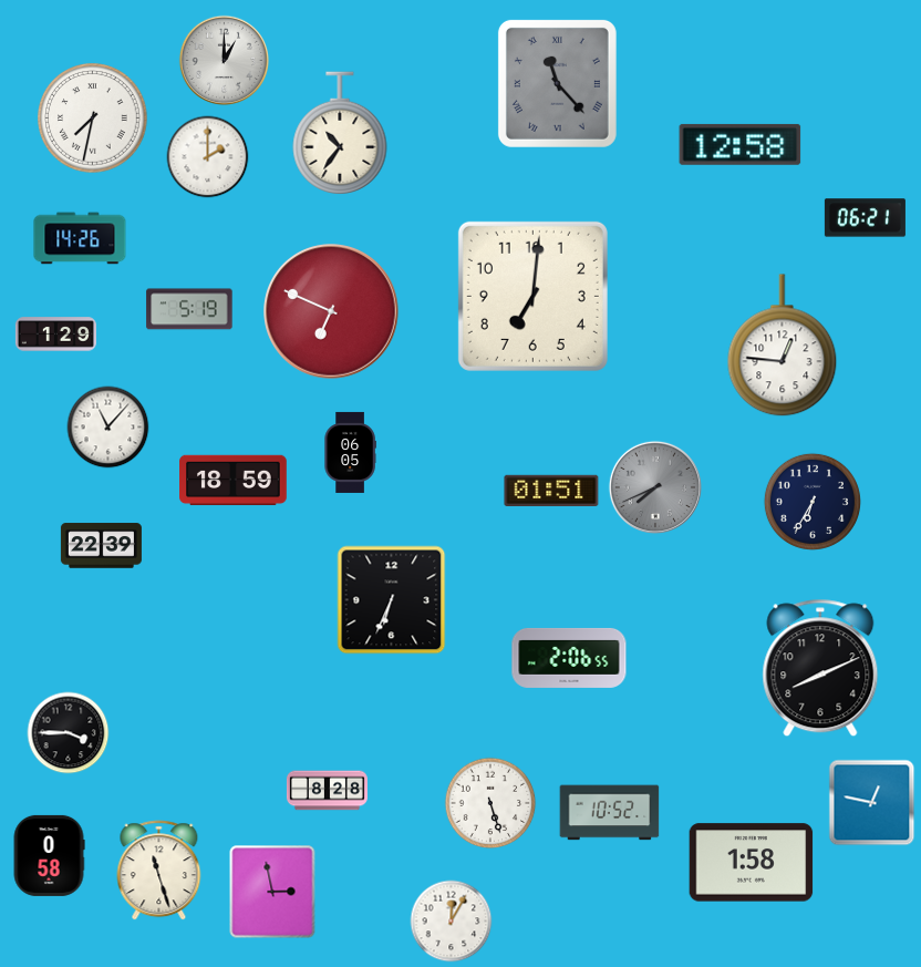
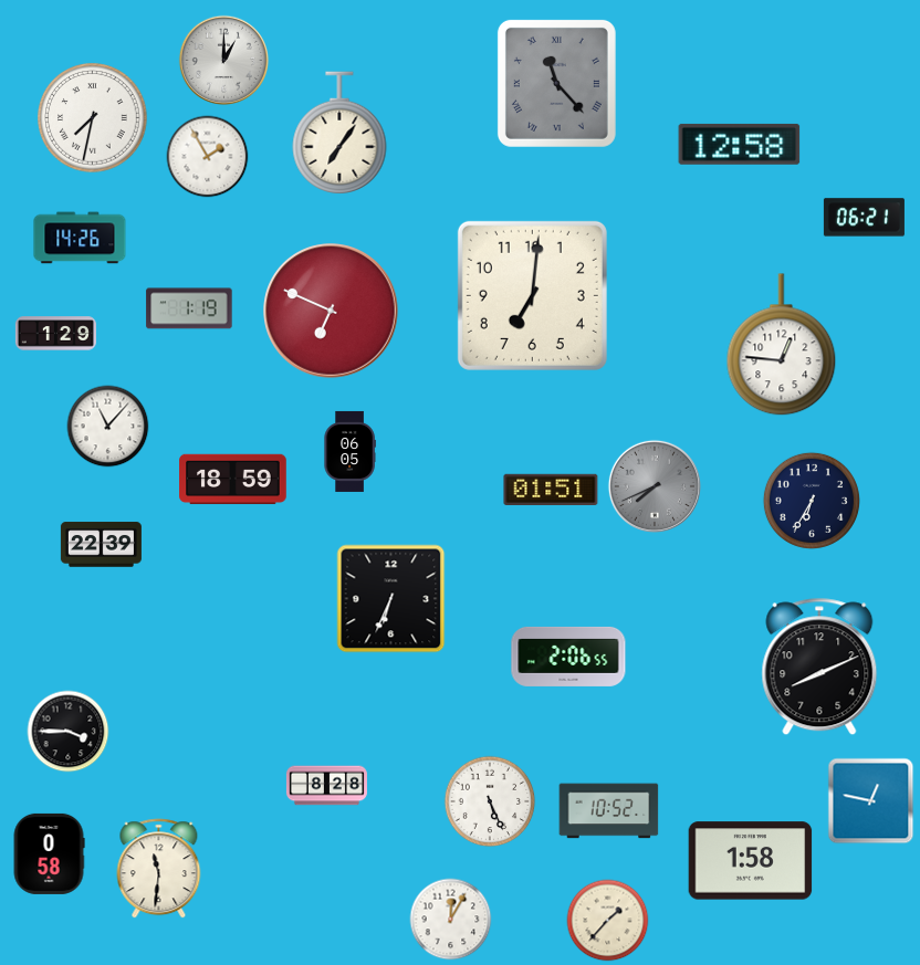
clock at (340, 133): 10:36 -> 7:06
clock at (208, 157): 2:00 -> 1:55
clock at (189, 309): 5:19 -> 1:19
clock at (327, 791) position: (327, 791) -> (326, 786)
clock at (490, 803): 5:27 -> 5:26
clock at (159, 871): 11:27 -> 11:31
clock at (272, 892): 2:58 -> none
clock at (608, 921): none -> 1:37
